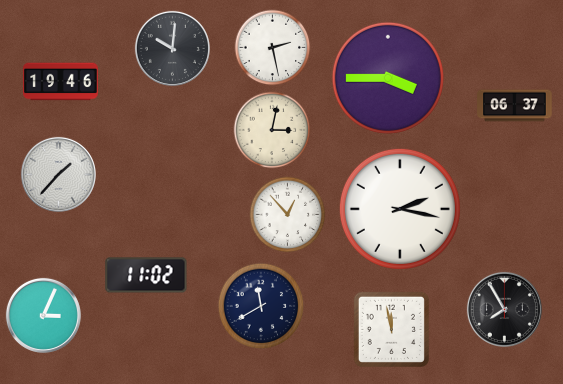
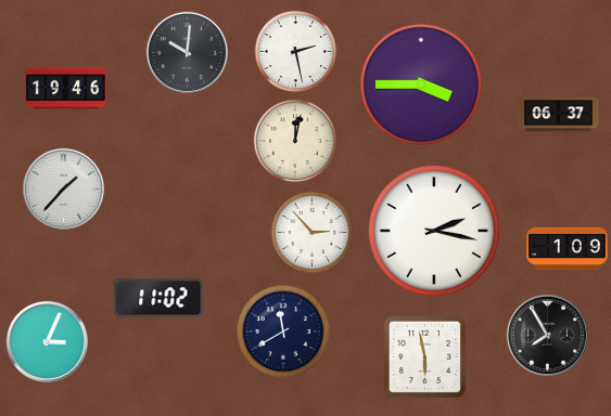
clock at (272, 130): 3:02 -> 12:02
clock at (400, 209) position: (400, 209) -> (434, 231)
clock at (288, 215): 12:53 -> 2:53
clock at (568, 248): none -> 1:09
clock at (391, 329): 11:58 -> 5:58
